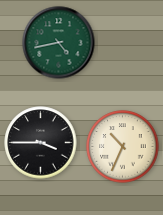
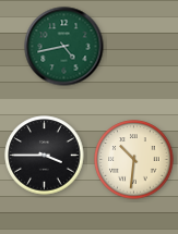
clock at (123, 147): 10:34 -> 10:31
